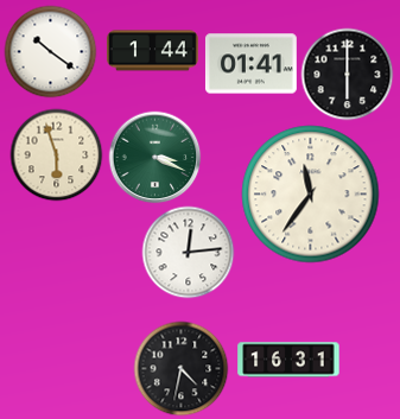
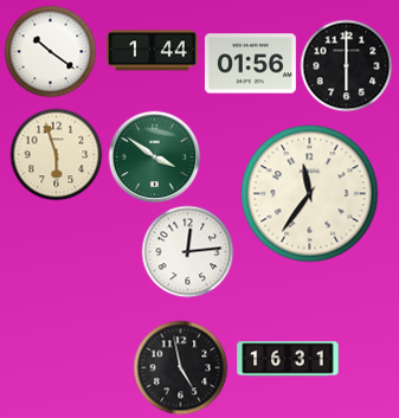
clock at (250, 64): 01:41 -> 01:56
clock at (347, 74) position: (347, 74) -> (346, 65)
clock at (154, 157): 3:19 -> 3:51
clock at (180, 368): 4:32 -> 4:58
